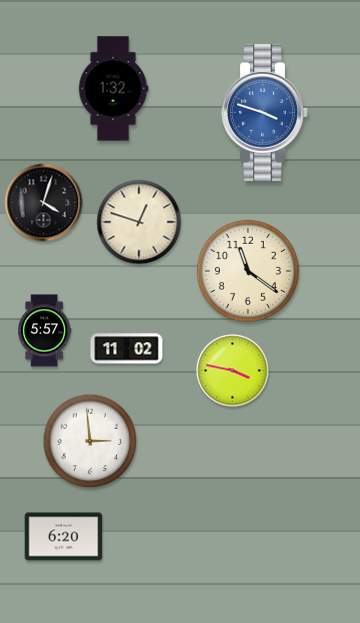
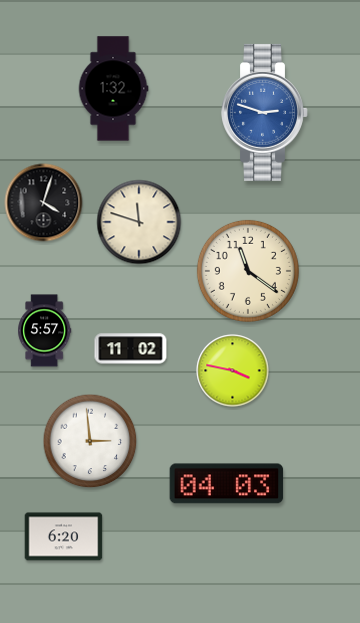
clock at (265, 112): 3:48 -> 2:48
clock at (139, 222): 12:48 -> 11:48
clock at (127, 349) position: (127, 349) -> (131, 349)
clock at (227, 484): none -> 04:03
